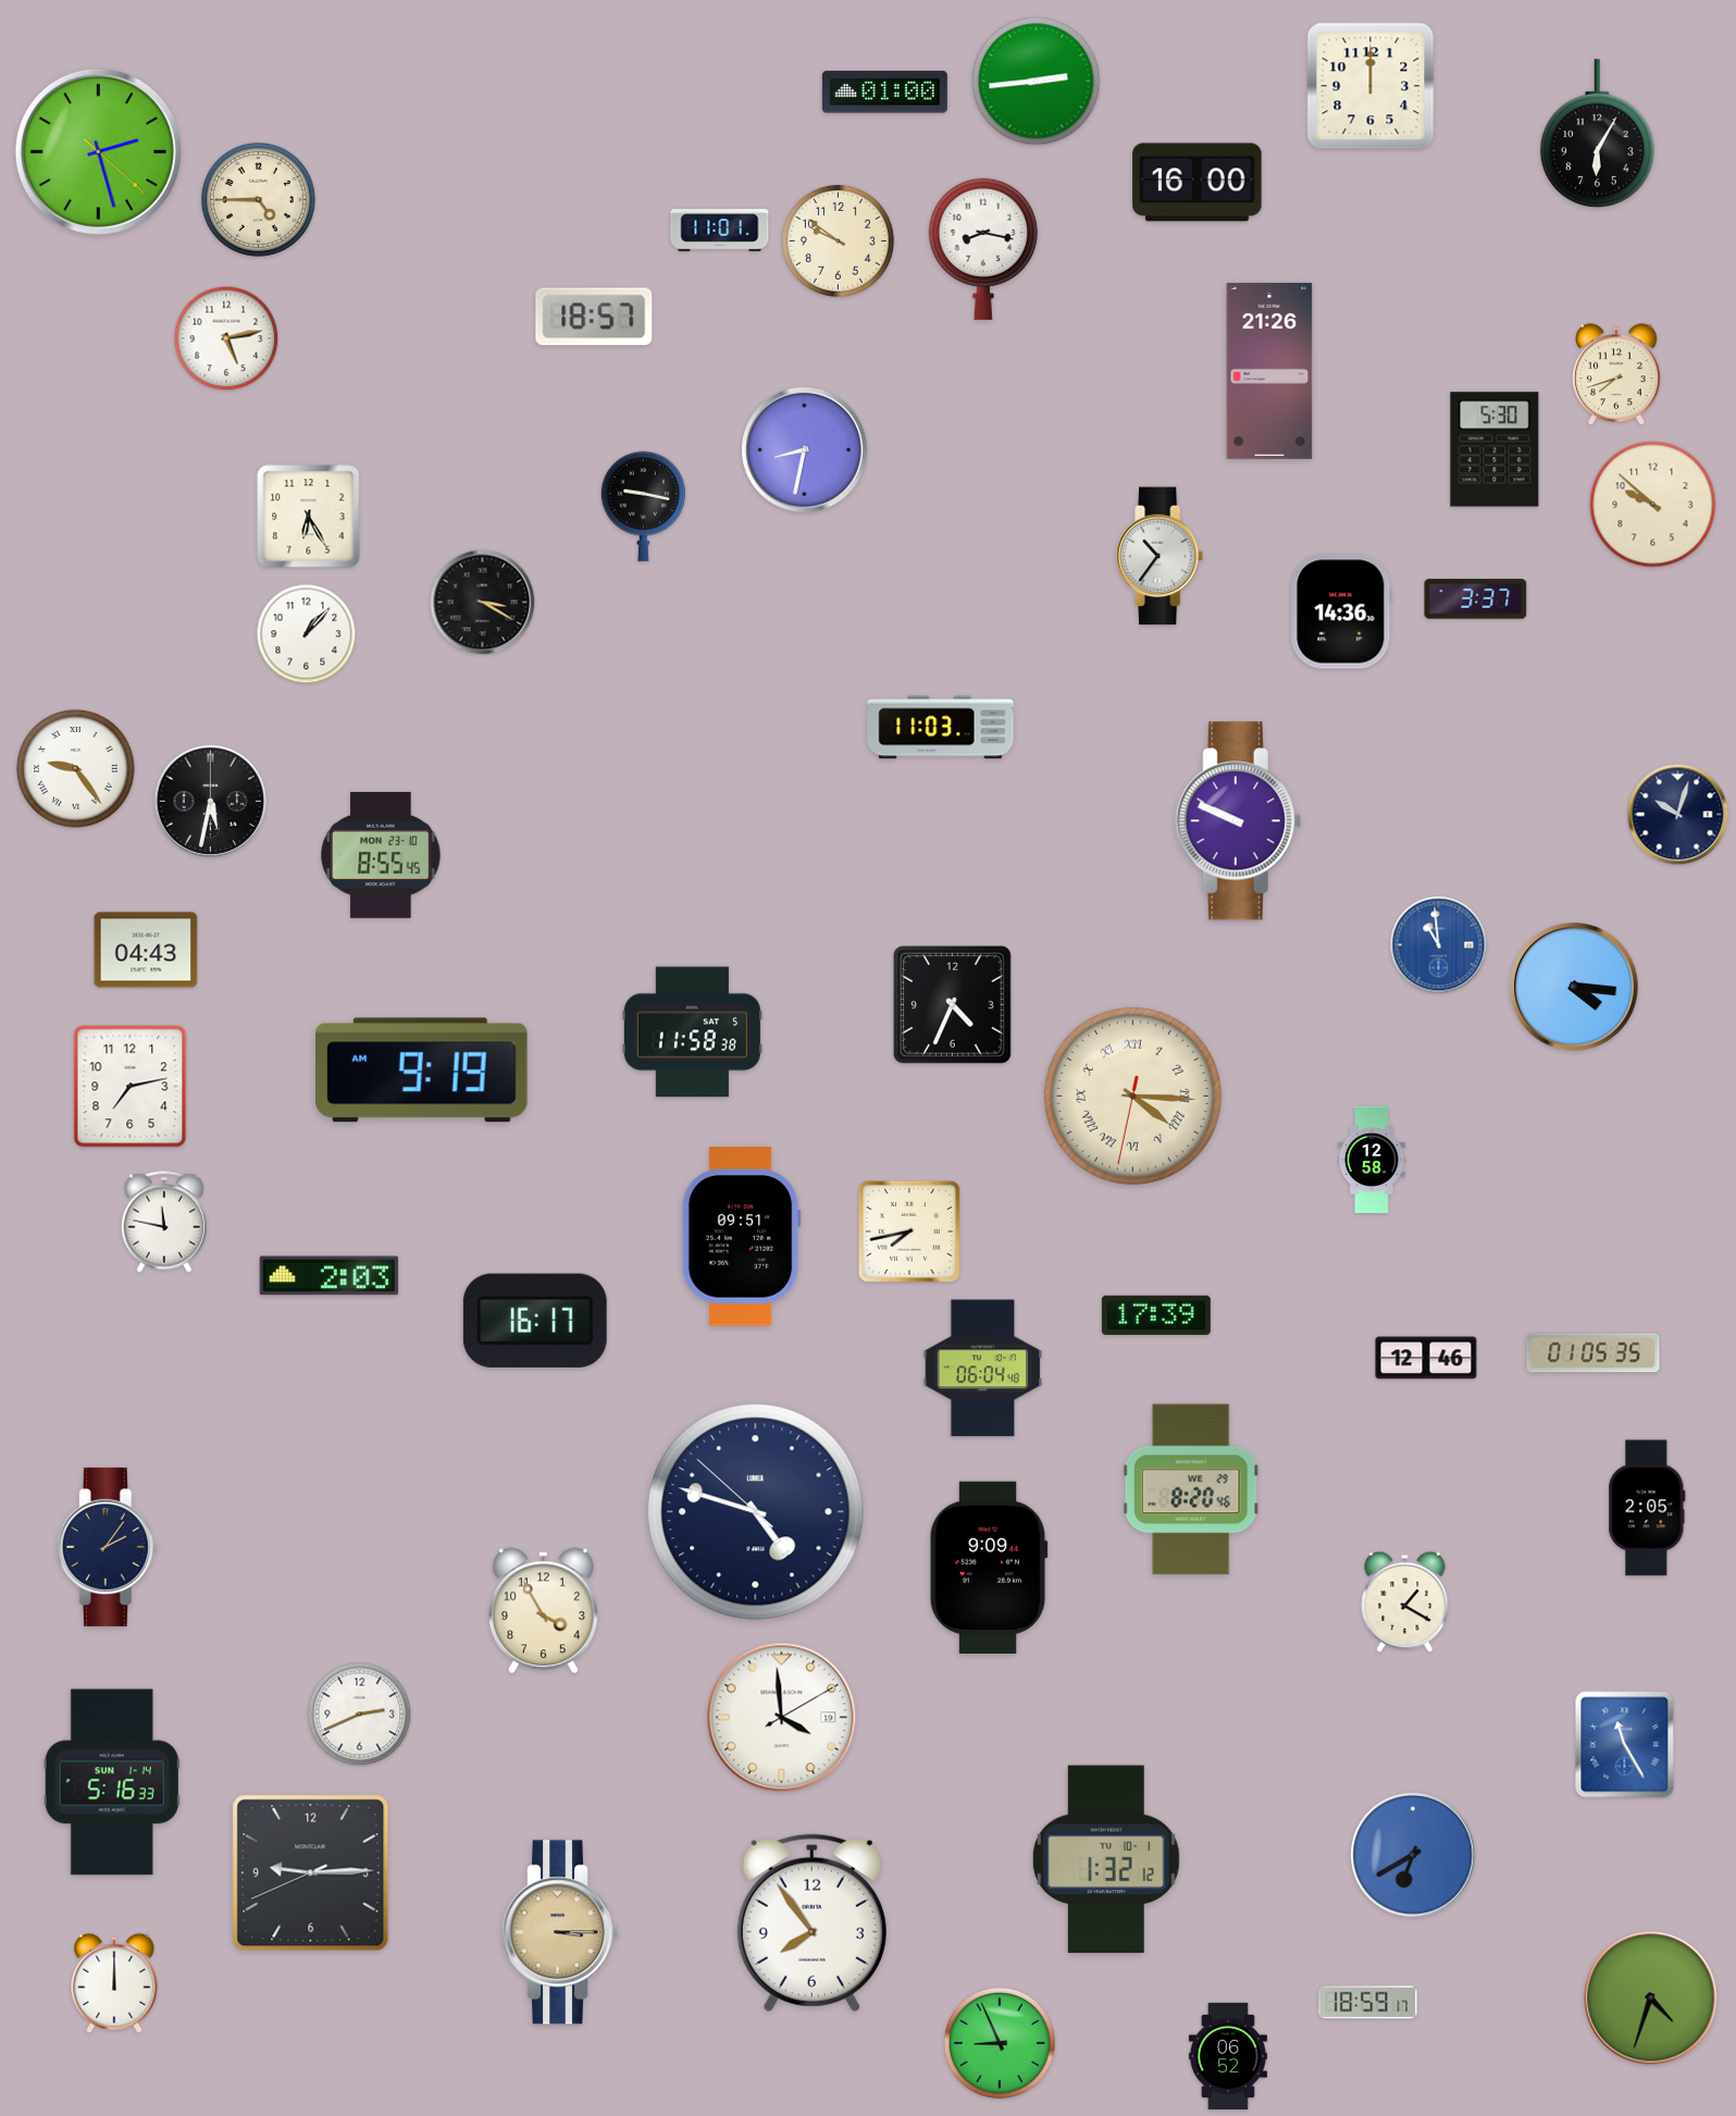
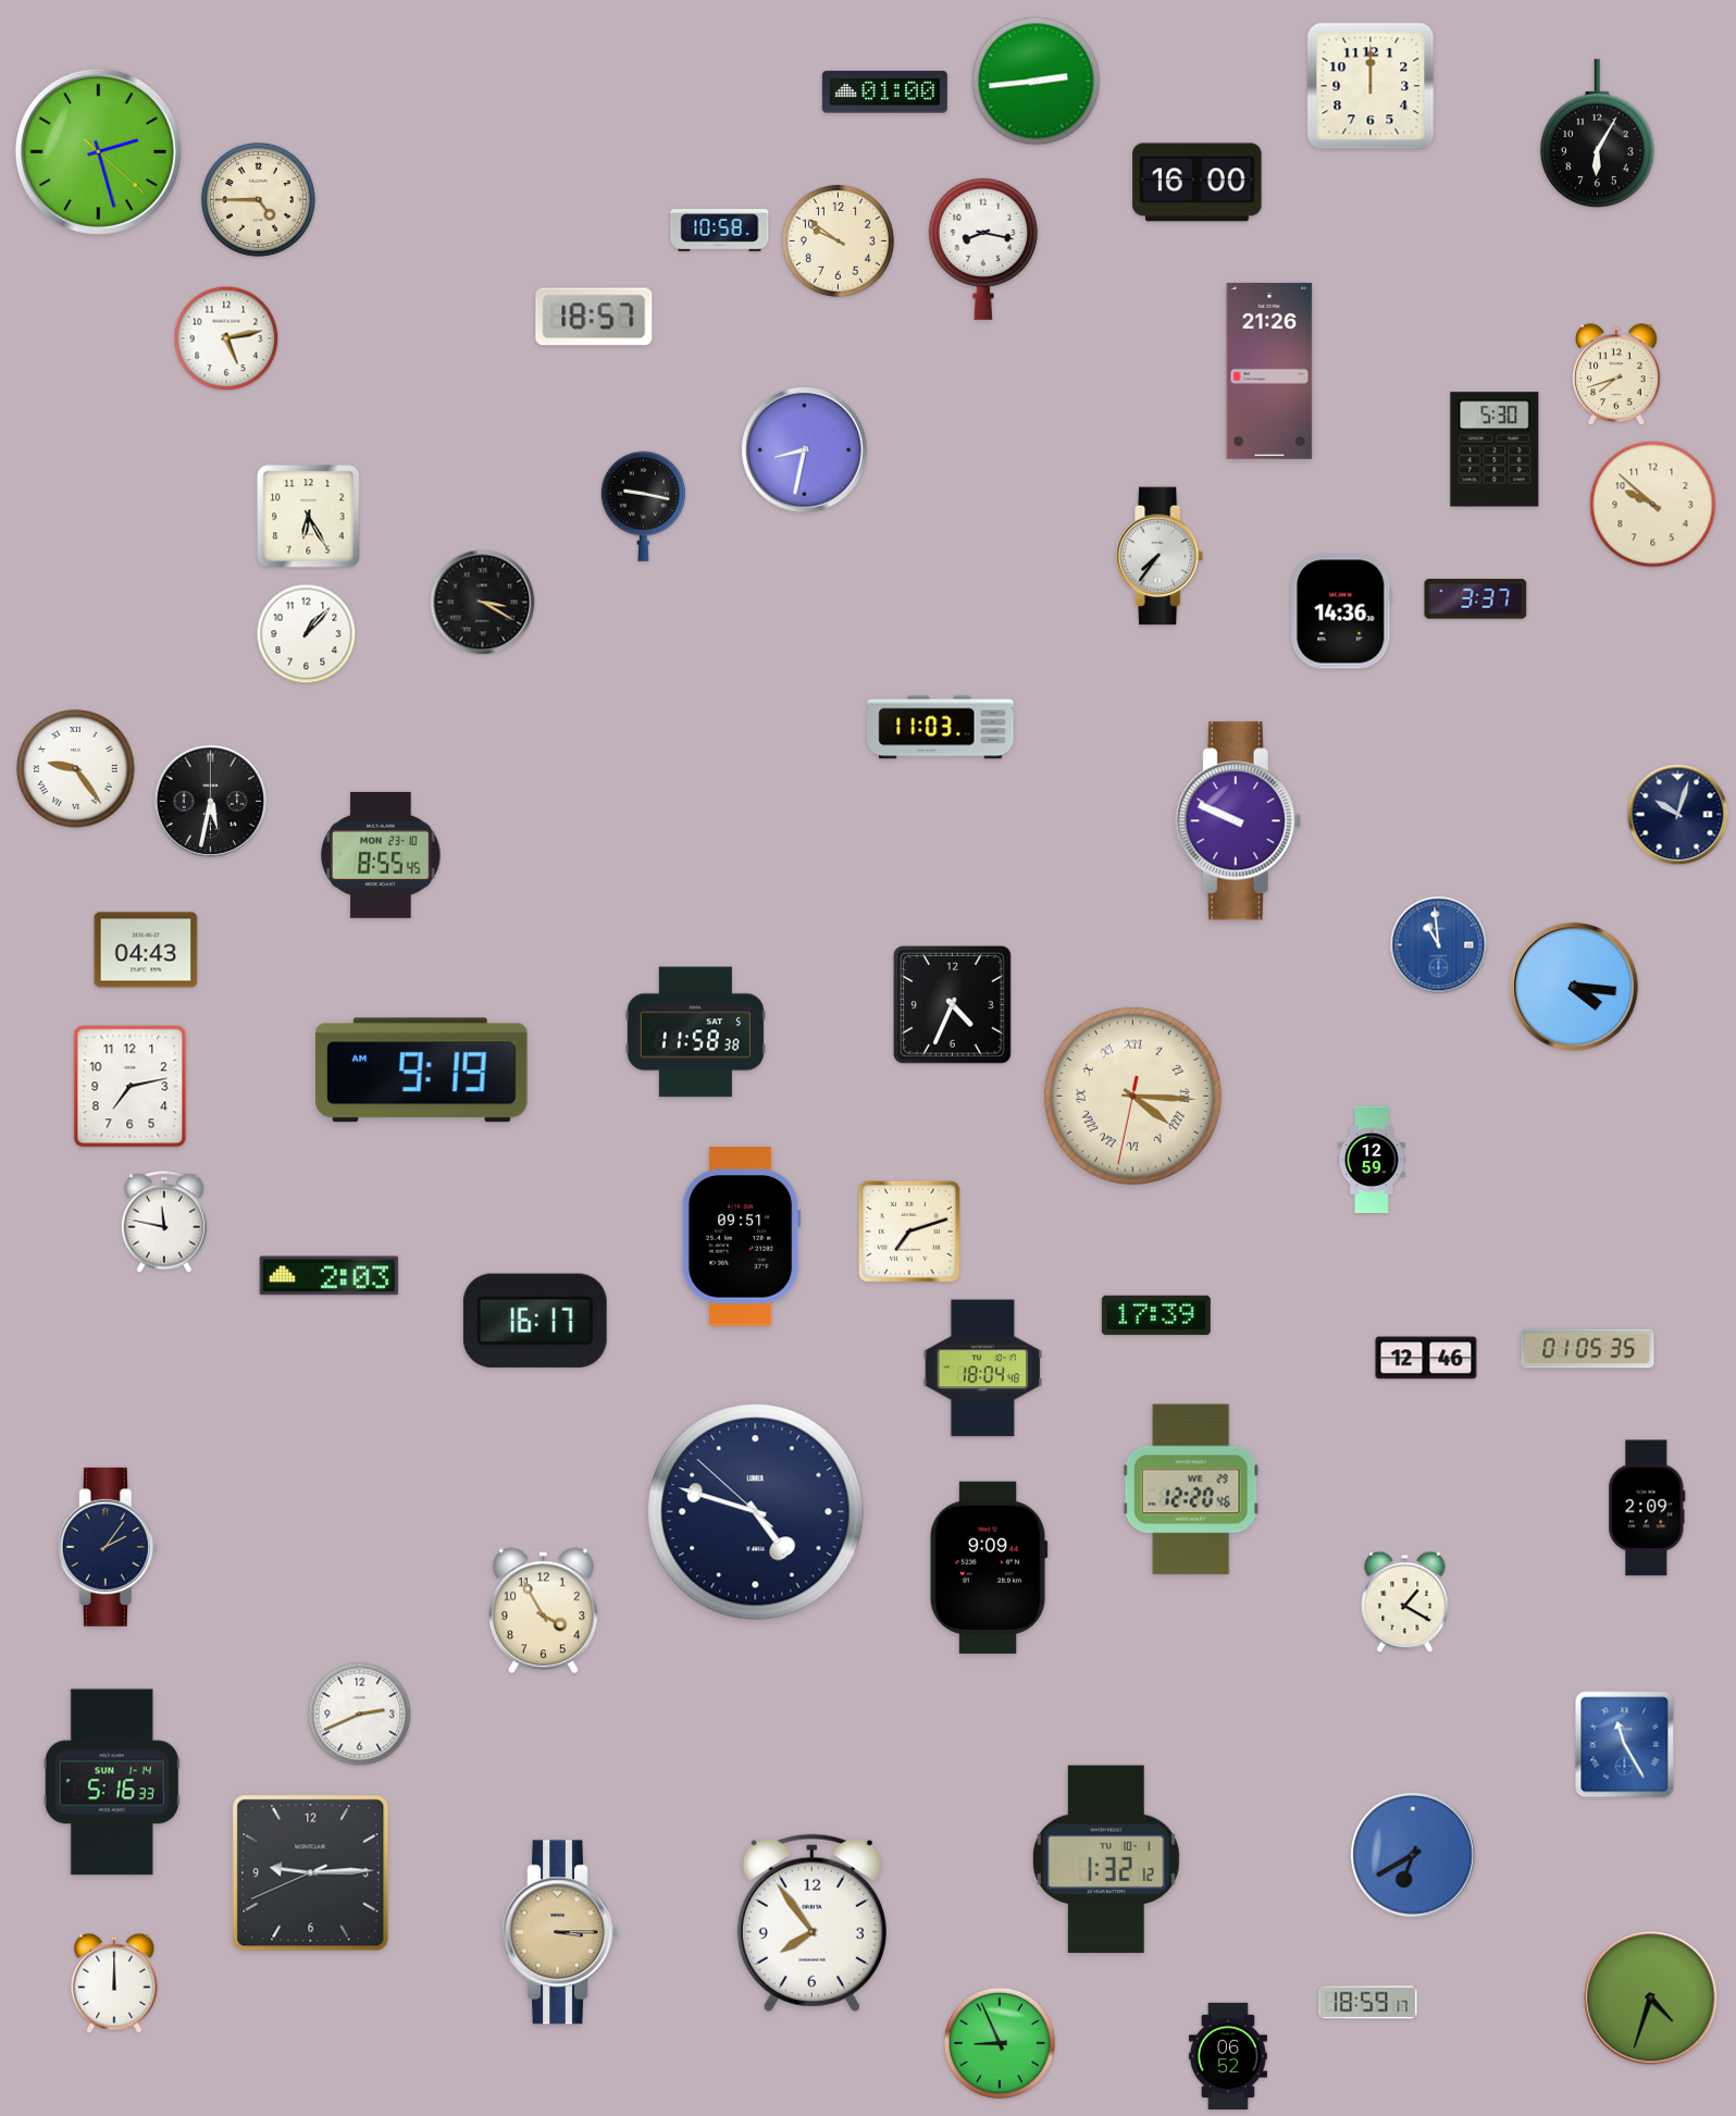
clock at (720, 231): 11:01 -> 10:58
clock at (1161, 556): 10:36 -> 7:36
clock at (692, 1032) position: (692, 1032) -> (695, 1032)
clock at (1372, 1159): 12:58 -> 12:59
clock at (909, 1232): 7:43 -> 7:12
clock at (1594, 1353) position: (1594, 1353) -> (1588, 1349)
clock at (983, 1369): 06:04 -> 18:04
clock at (1191, 1489): 8:20 -> 12:20
clock at (1647, 1508): 2:05 -> 2:09
clock at (782, 1718): 3:59 -> none
